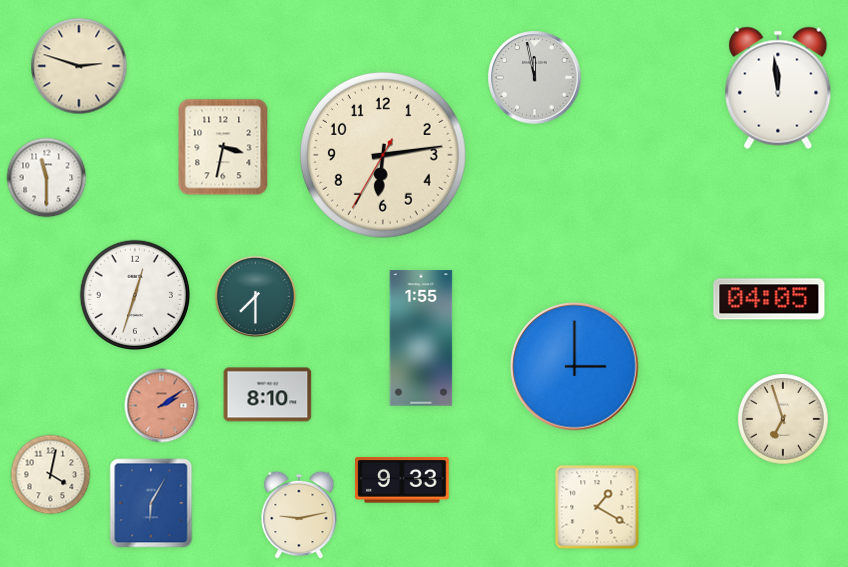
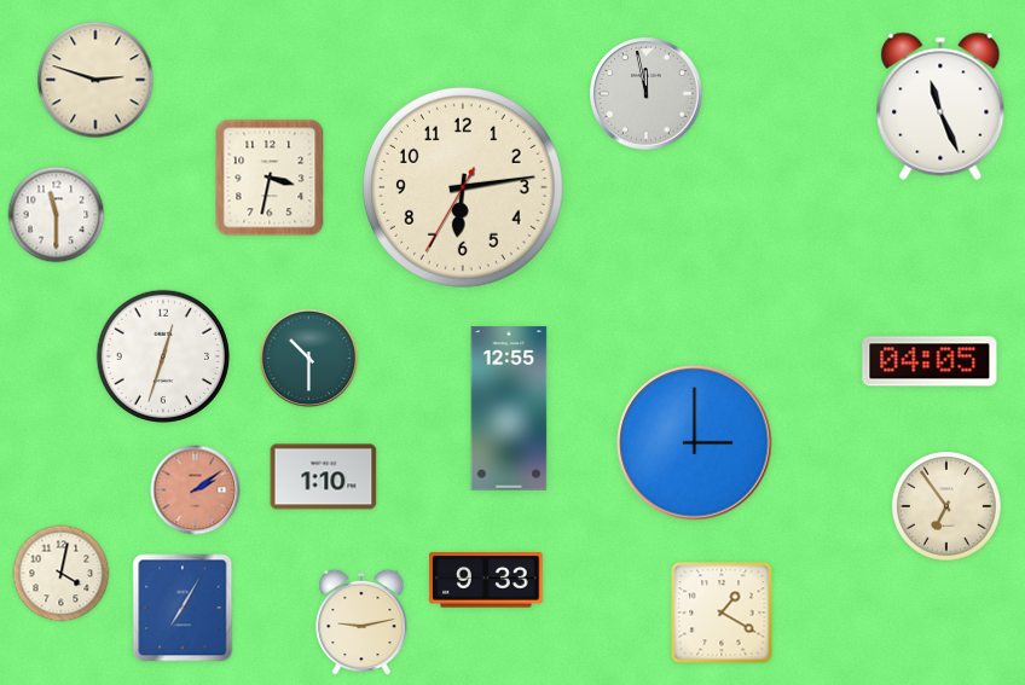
clock at (778, 88): 11:59 -> 11:26
clock at (256, 297): 7:30 -> 10:30
clock at (421, 338): 1:55 -> 12:55
clock at (268, 395): 8:10 -> 1:10
clock at (783, 419): 6:57 -> 6:54
clock at (151, 503): 6:05 -> 7:05
